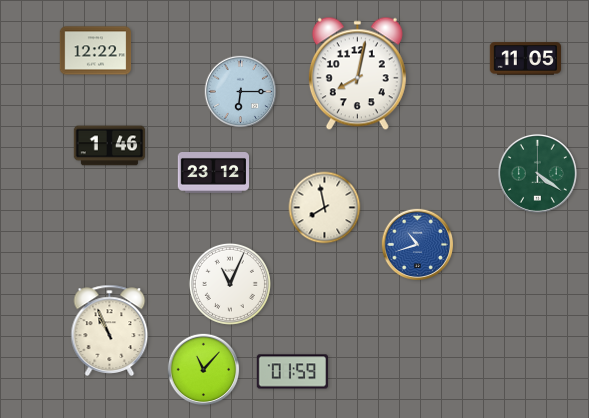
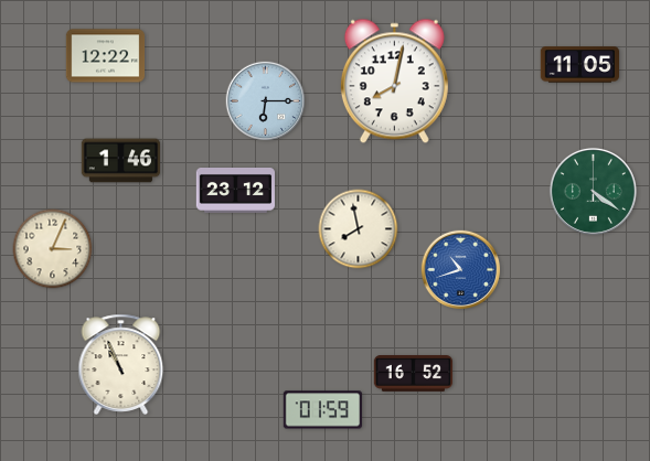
clock at (53, 249): none -> 3:04
clock at (230, 284): 11:04 -> none
clock at (414, 374): none -> 16:52
clock at (204, 370): 11:07 -> none
